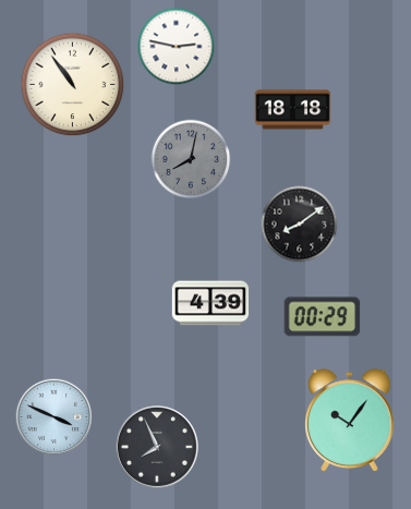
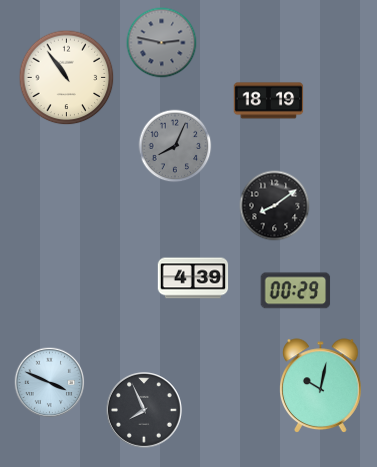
clock at (177, 47) dial: white -> grey
clock at (293, 110): 18:18 -> 18:19
clock at (191, 159): 8:02 -> 8:04
clock at (350, 420): 10:06 -> 10:02
